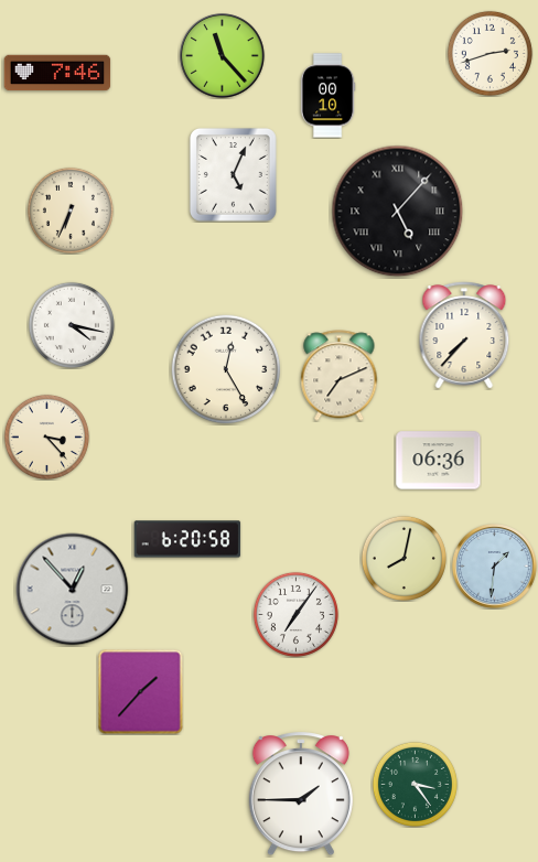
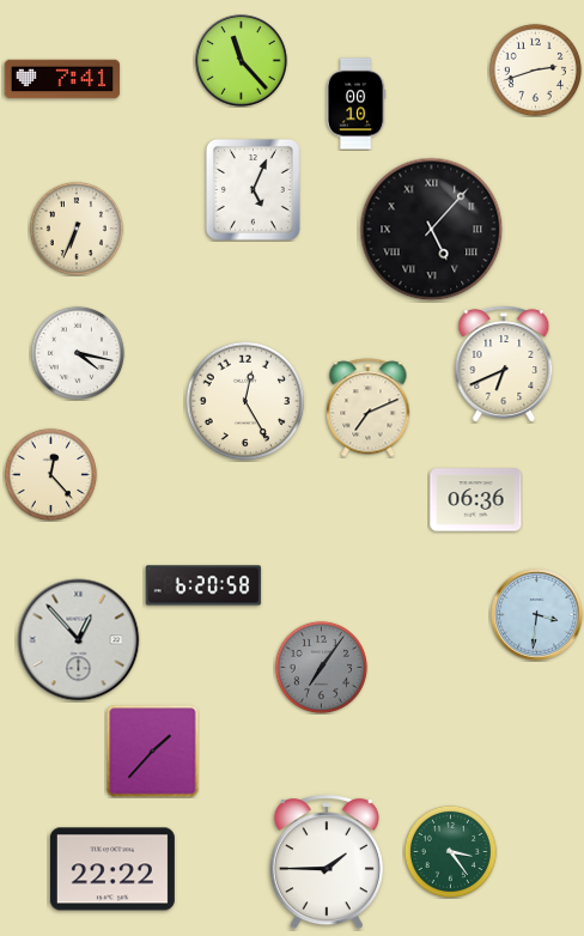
clock at (489, 53) position: (489, 53) -> (535, 69)
clock at (57, 73): 7:46 -> 7:41
clock at (464, 335): 7:37 -> 6:41
clock at (46, 437): 3:23 -> 12:23
clock at (403, 558): 8:02 -> none
clock at (495, 567): 1:31 -> 3:31
clock at (295, 614) dial: white -> grey
clock at (112, 869): none -> 22:22
